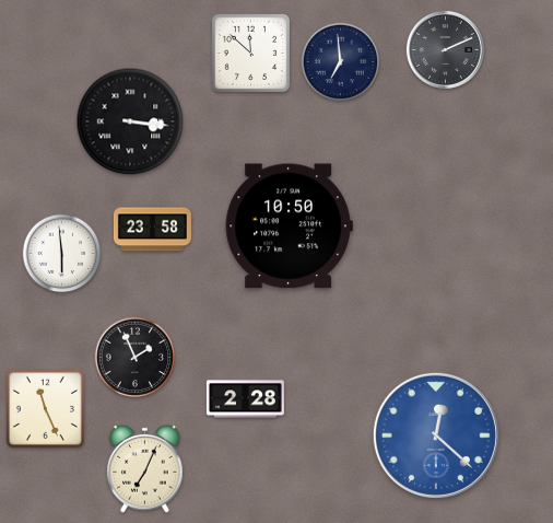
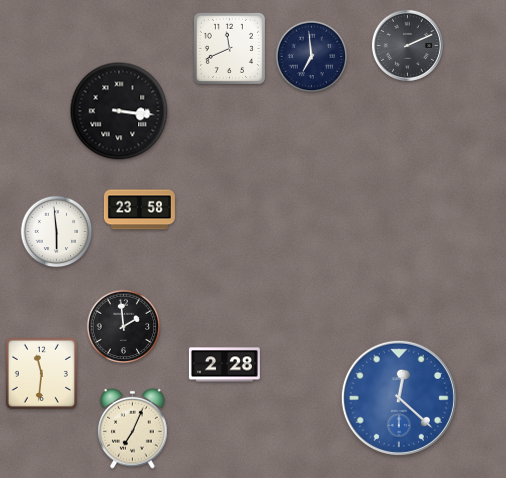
clock at (250, 53): 11:52 -> 11:41
clock at (289, 226): 10:50 -> none
clock at (136, 358): 1:56 -> 1:59
clock at (45, 408): 11:26 -> 11:31
